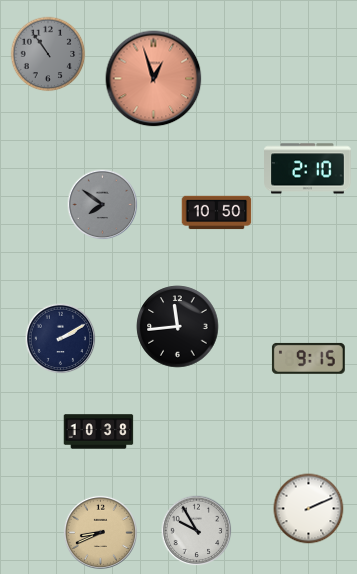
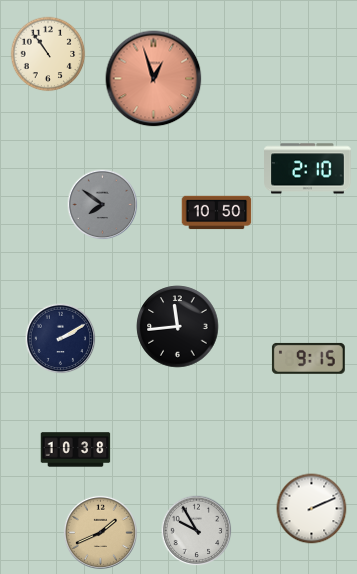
clock at (48, 54) dial: grey -> cream
clock at (99, 432) position: (99, 432) -> (76, 450)
clock at (309, 509) position: (309, 509) -> (312, 509)
clock at (100, 532): 8:41 -> 1:41
